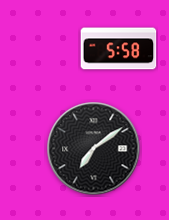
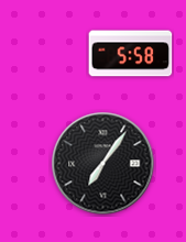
clock at (94, 149): 7:09 -> 7:06
